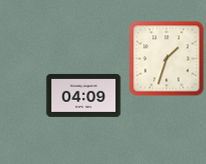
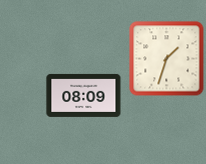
clock at (84, 95): 04:09 -> 08:09
